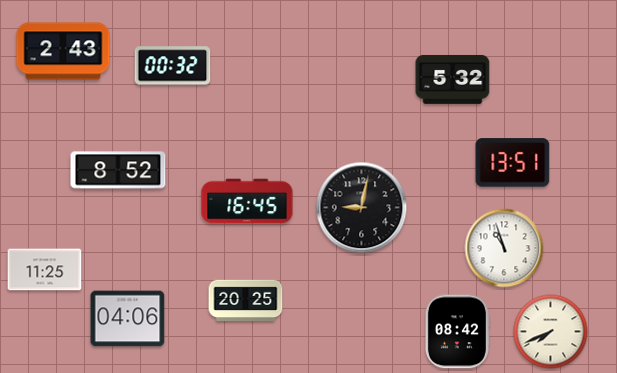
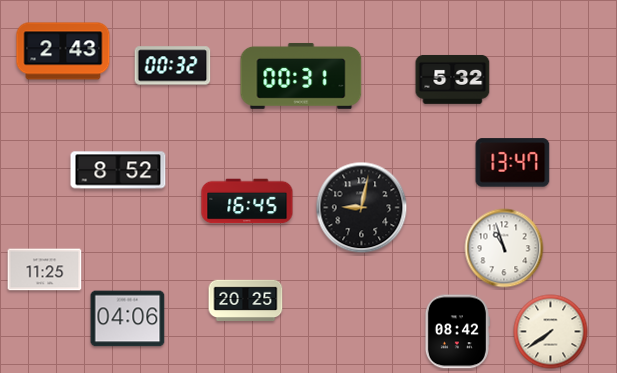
clock at (301, 76): none -> 00:31
clock at (513, 163): 13:51 -> 13:47
clock at (551, 332): 7:41 -> 7:39
